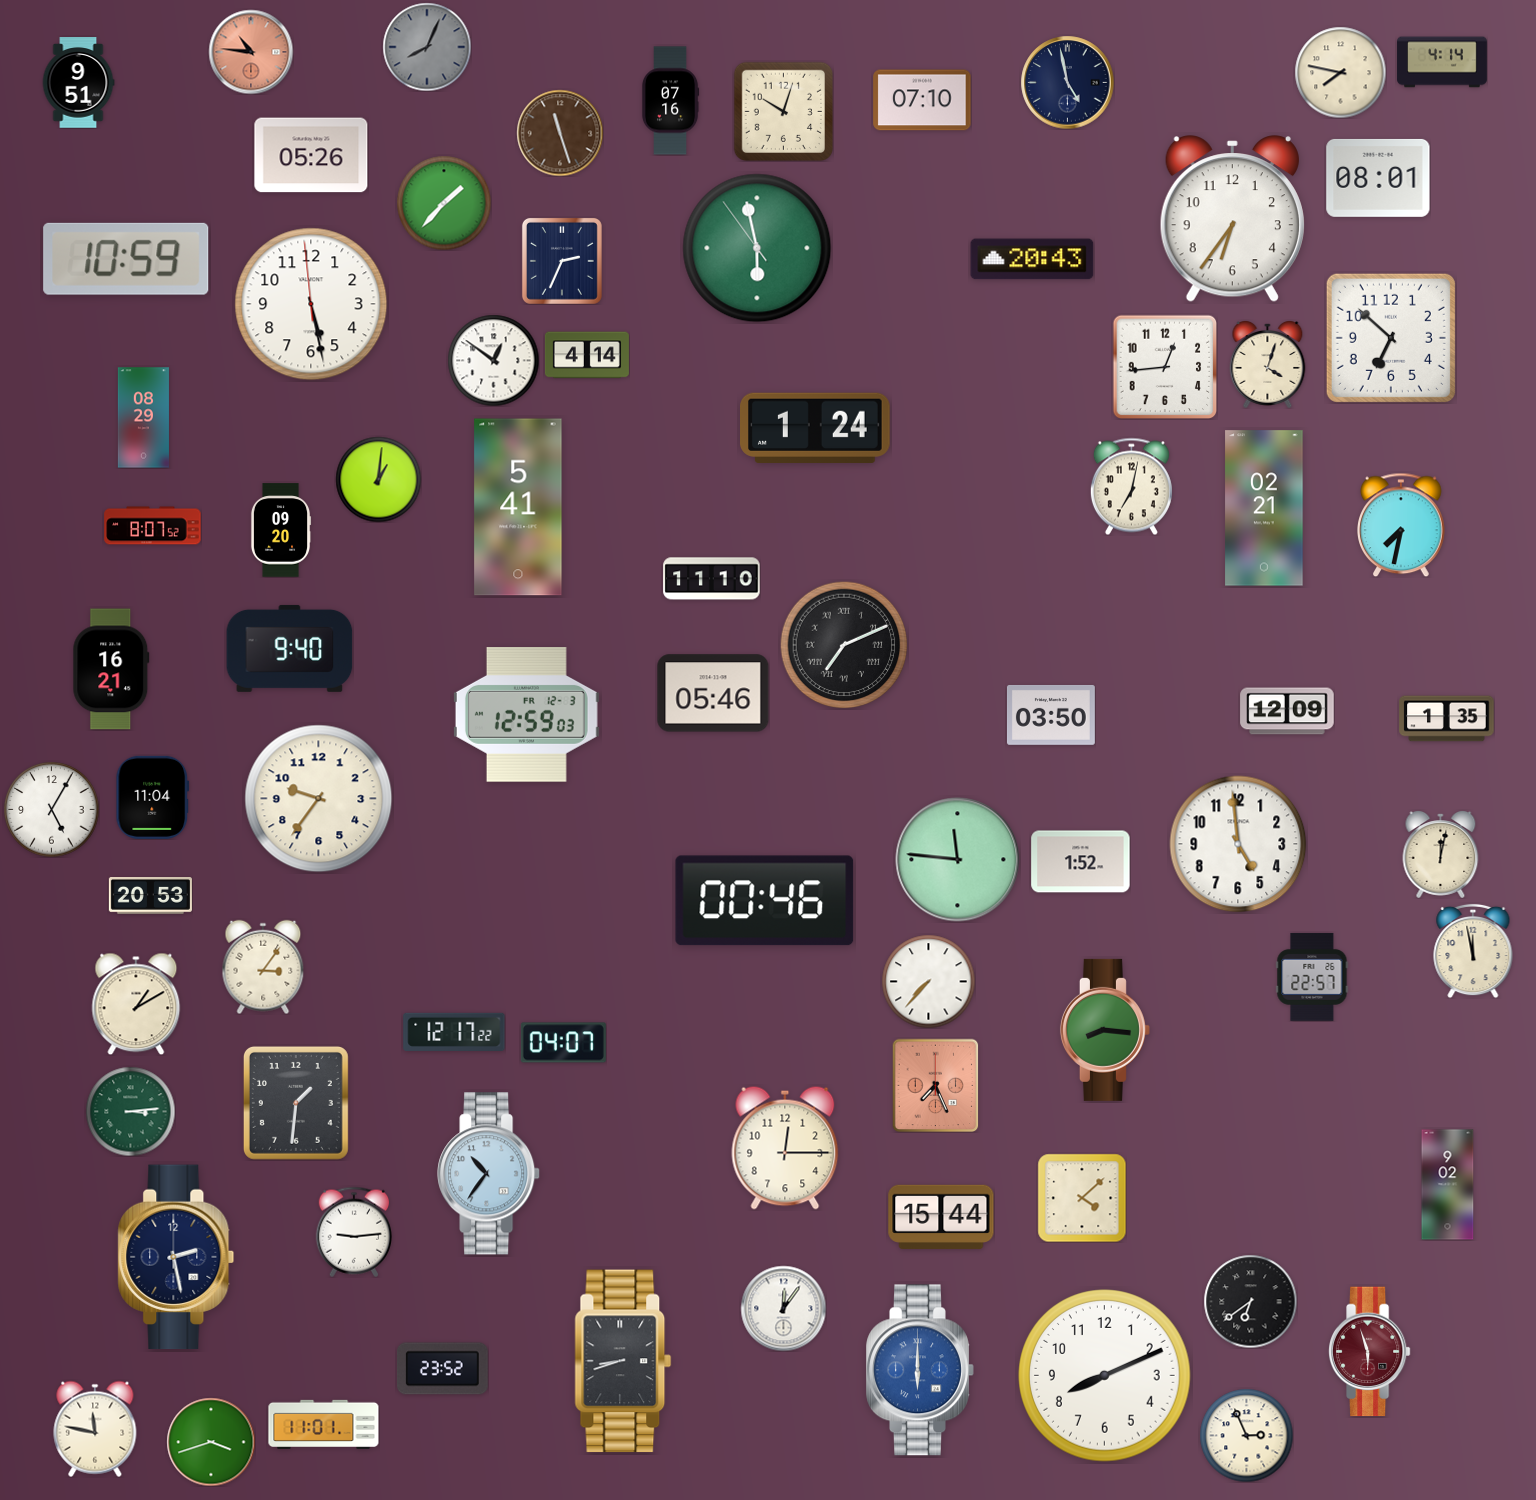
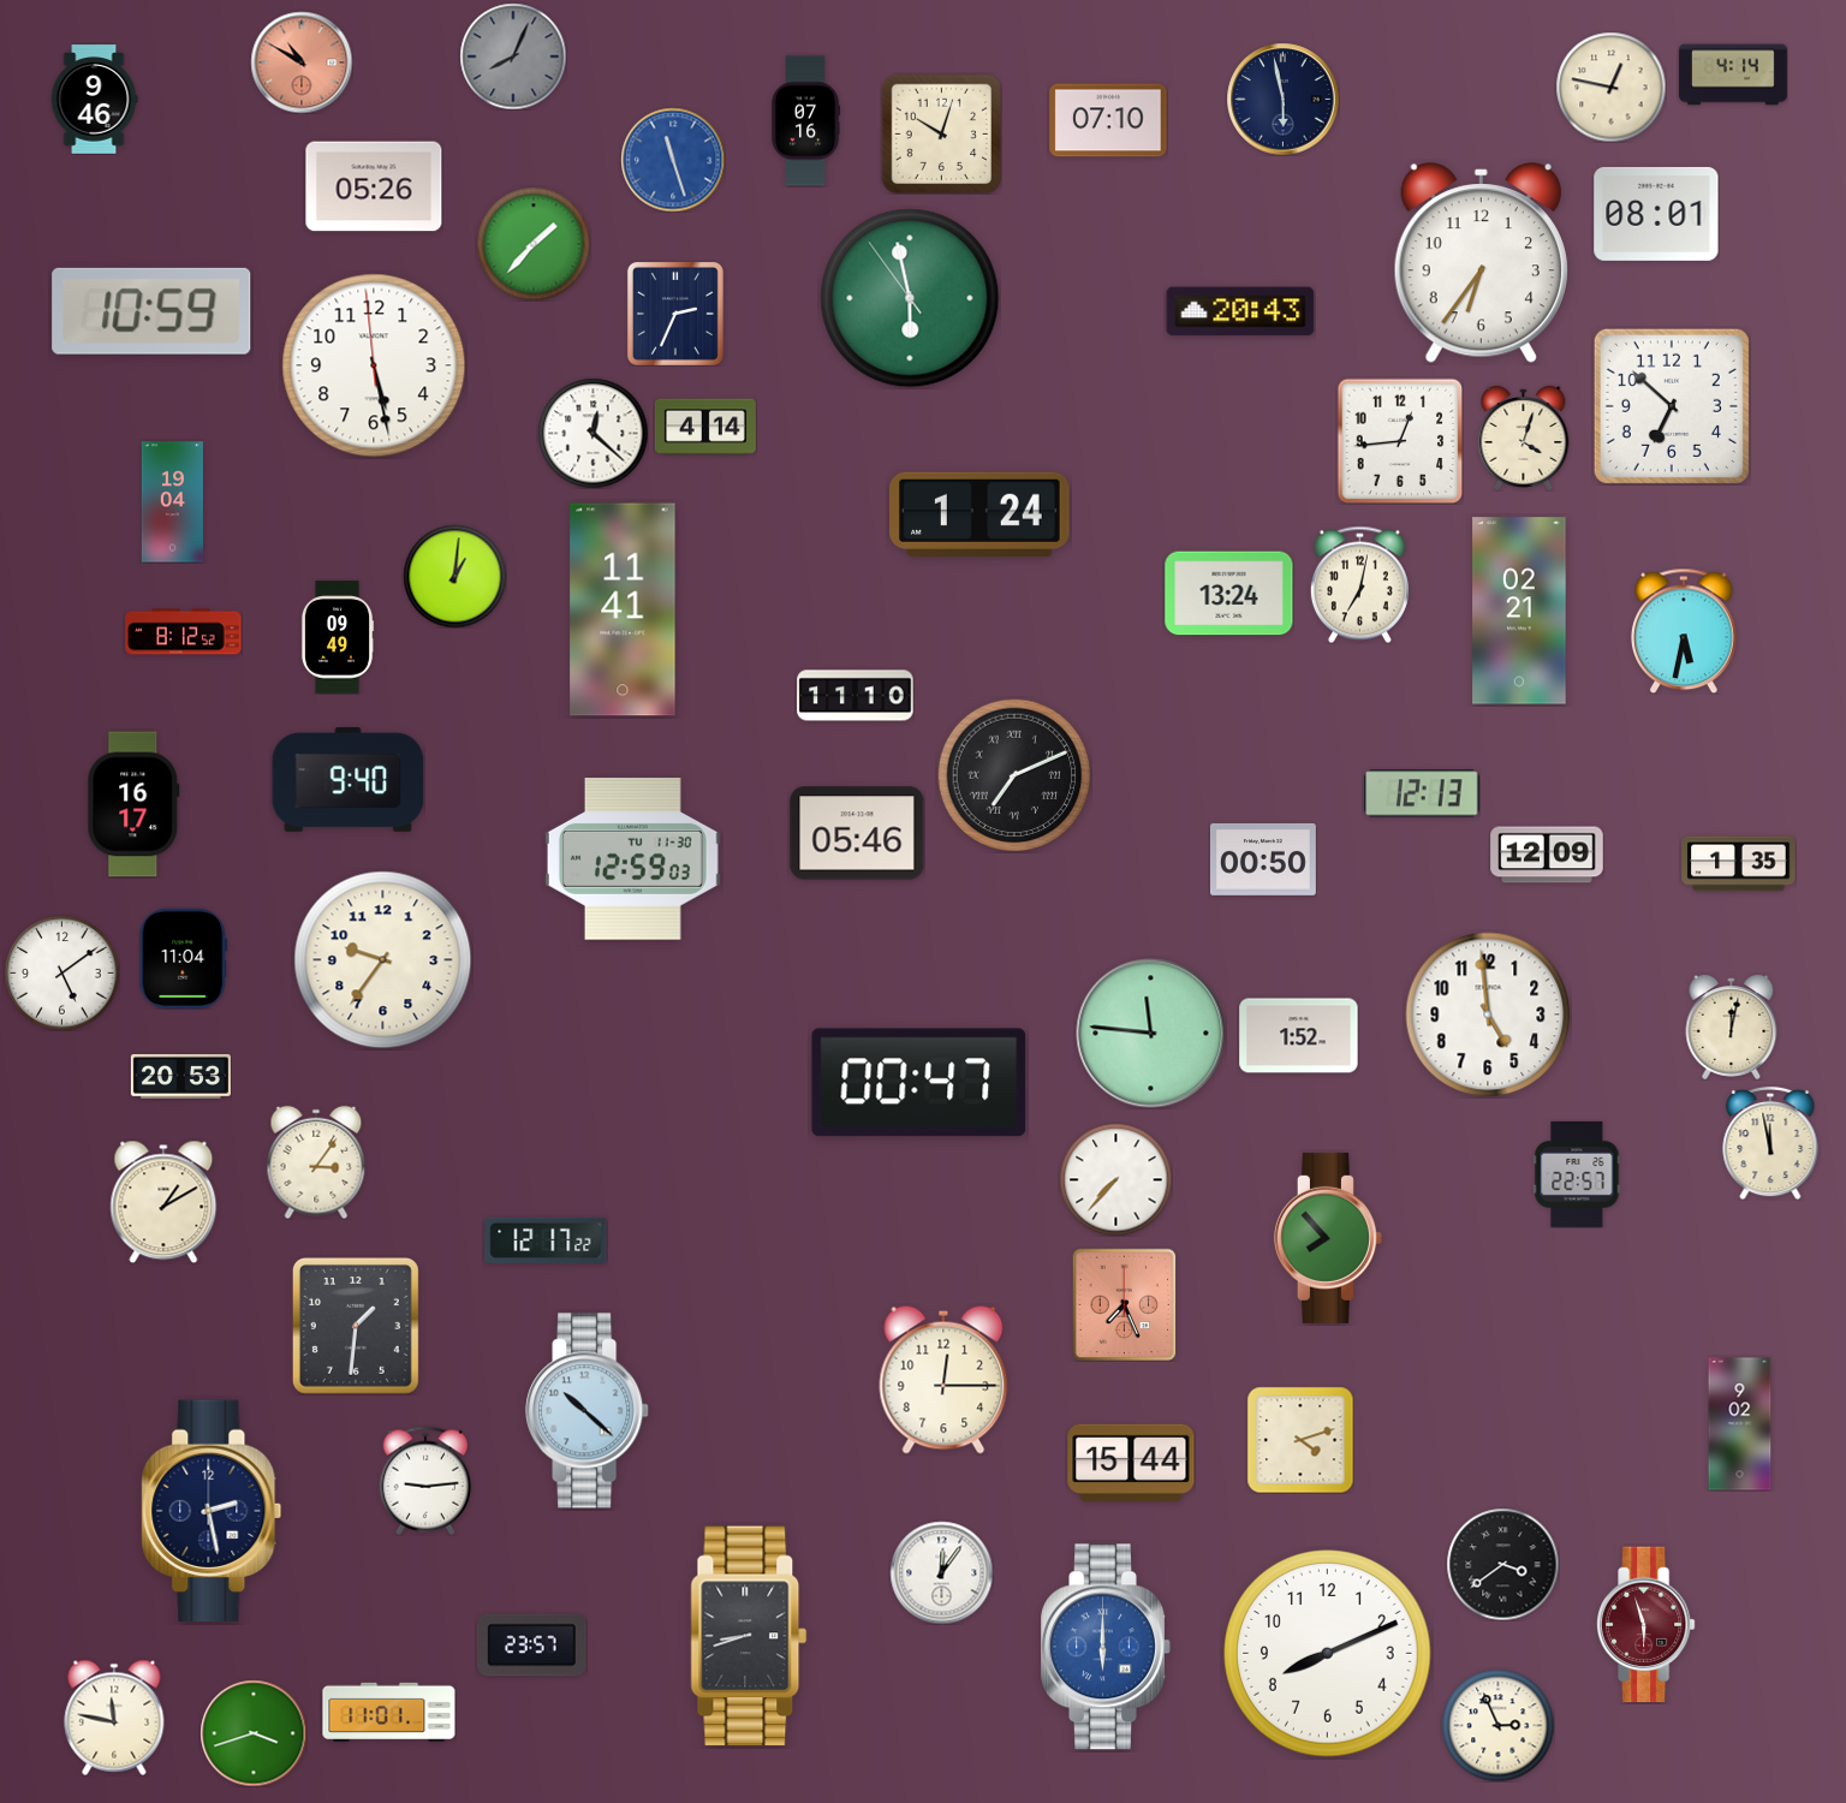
clock at (251, 52): 10:46 -> 10:50
clock at (1340, 72): 7:47 -> 12:47
clock at (1067, 82): 4:58 -> 5:58
clock at (78, 83): 9:51 -> 9:46
clock at (560, 133) dial: brown -> blue
clock at (493, 360): 12:51 -> 12:22
clock at (143, 418): 08:29 -> 19:04
clock at (1229, 594): none -> 13:24
clock at (518, 507): 5:41 -> 11:41
clock at (1402, 525): 7:32 -> 5:32
clock at (153, 526): 8:07 -> 8:12
clock at (281, 530): 09:20 -> 09:49
clock at (1422, 793): none -> 12:13
clock at (111, 669): 16:21 -> 16:17
clock at (526, 715) date: FR 12-3 -> TU 11-30
clock at (1051, 715): 03:50 -> 00:50
clock at (51, 809): 5:05 -> 5:09
clock at (765, 901): 00:46 -> 00:47
clock at (136, 1004) position: (136, 1004) -> (163, 1202)
clock at (1105, 1030): 8:16 -> 7:53
clock at (563, 1043): 04:07 -> none
clock at (130, 1111): 3:14 -> none
clock at (489, 1174): 10:36 -> 10:22
clock at (1082, 1198): 4:08 -> 4:12
clock at (1250, 1301): 6:39 -> 3:39
clock at (442, 1369): 23:52 -> 23:57
